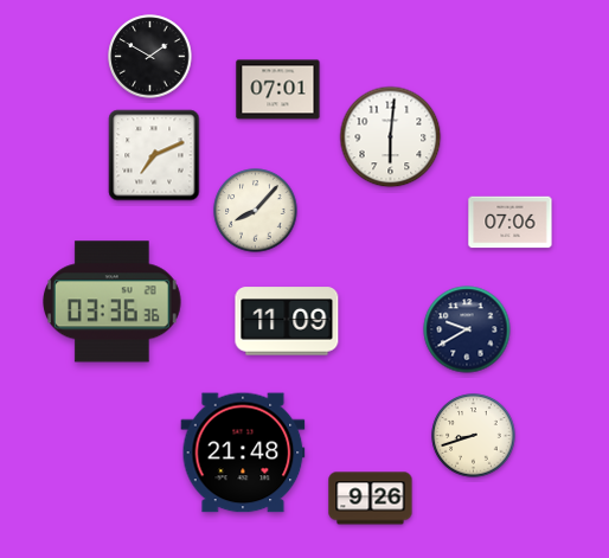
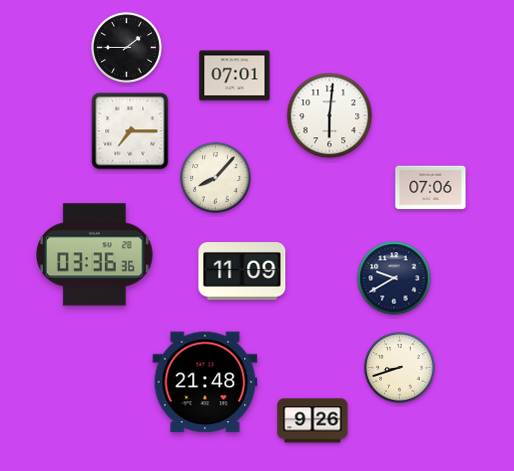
clock at (150, 57): 1:50 -> 1:45
clock at (154, 155): 7:11 -> 7:15
